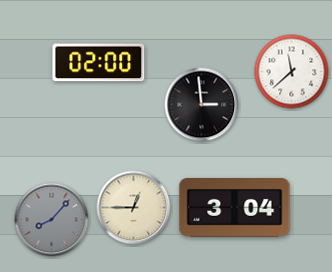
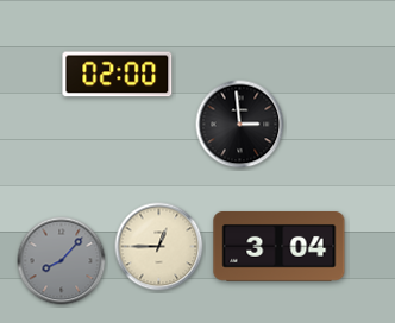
clock at (292, 72): 11:38 -> none
